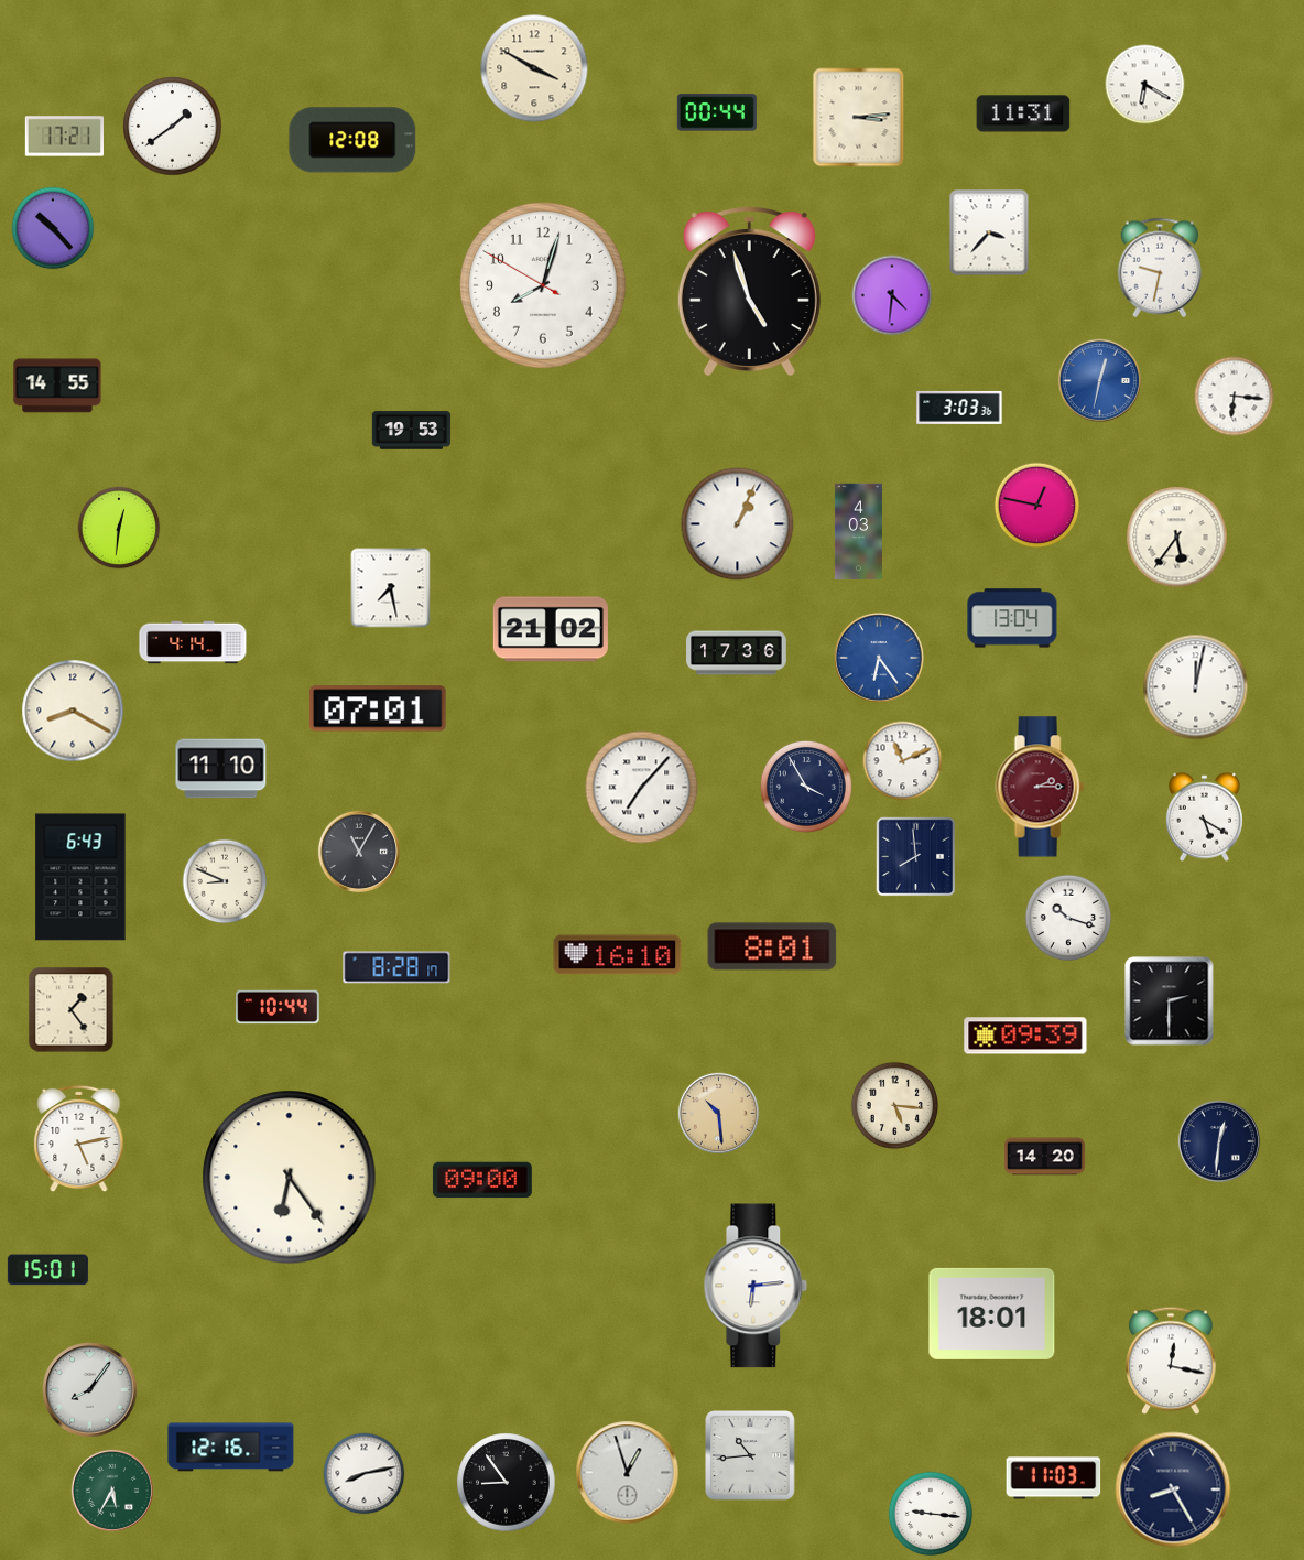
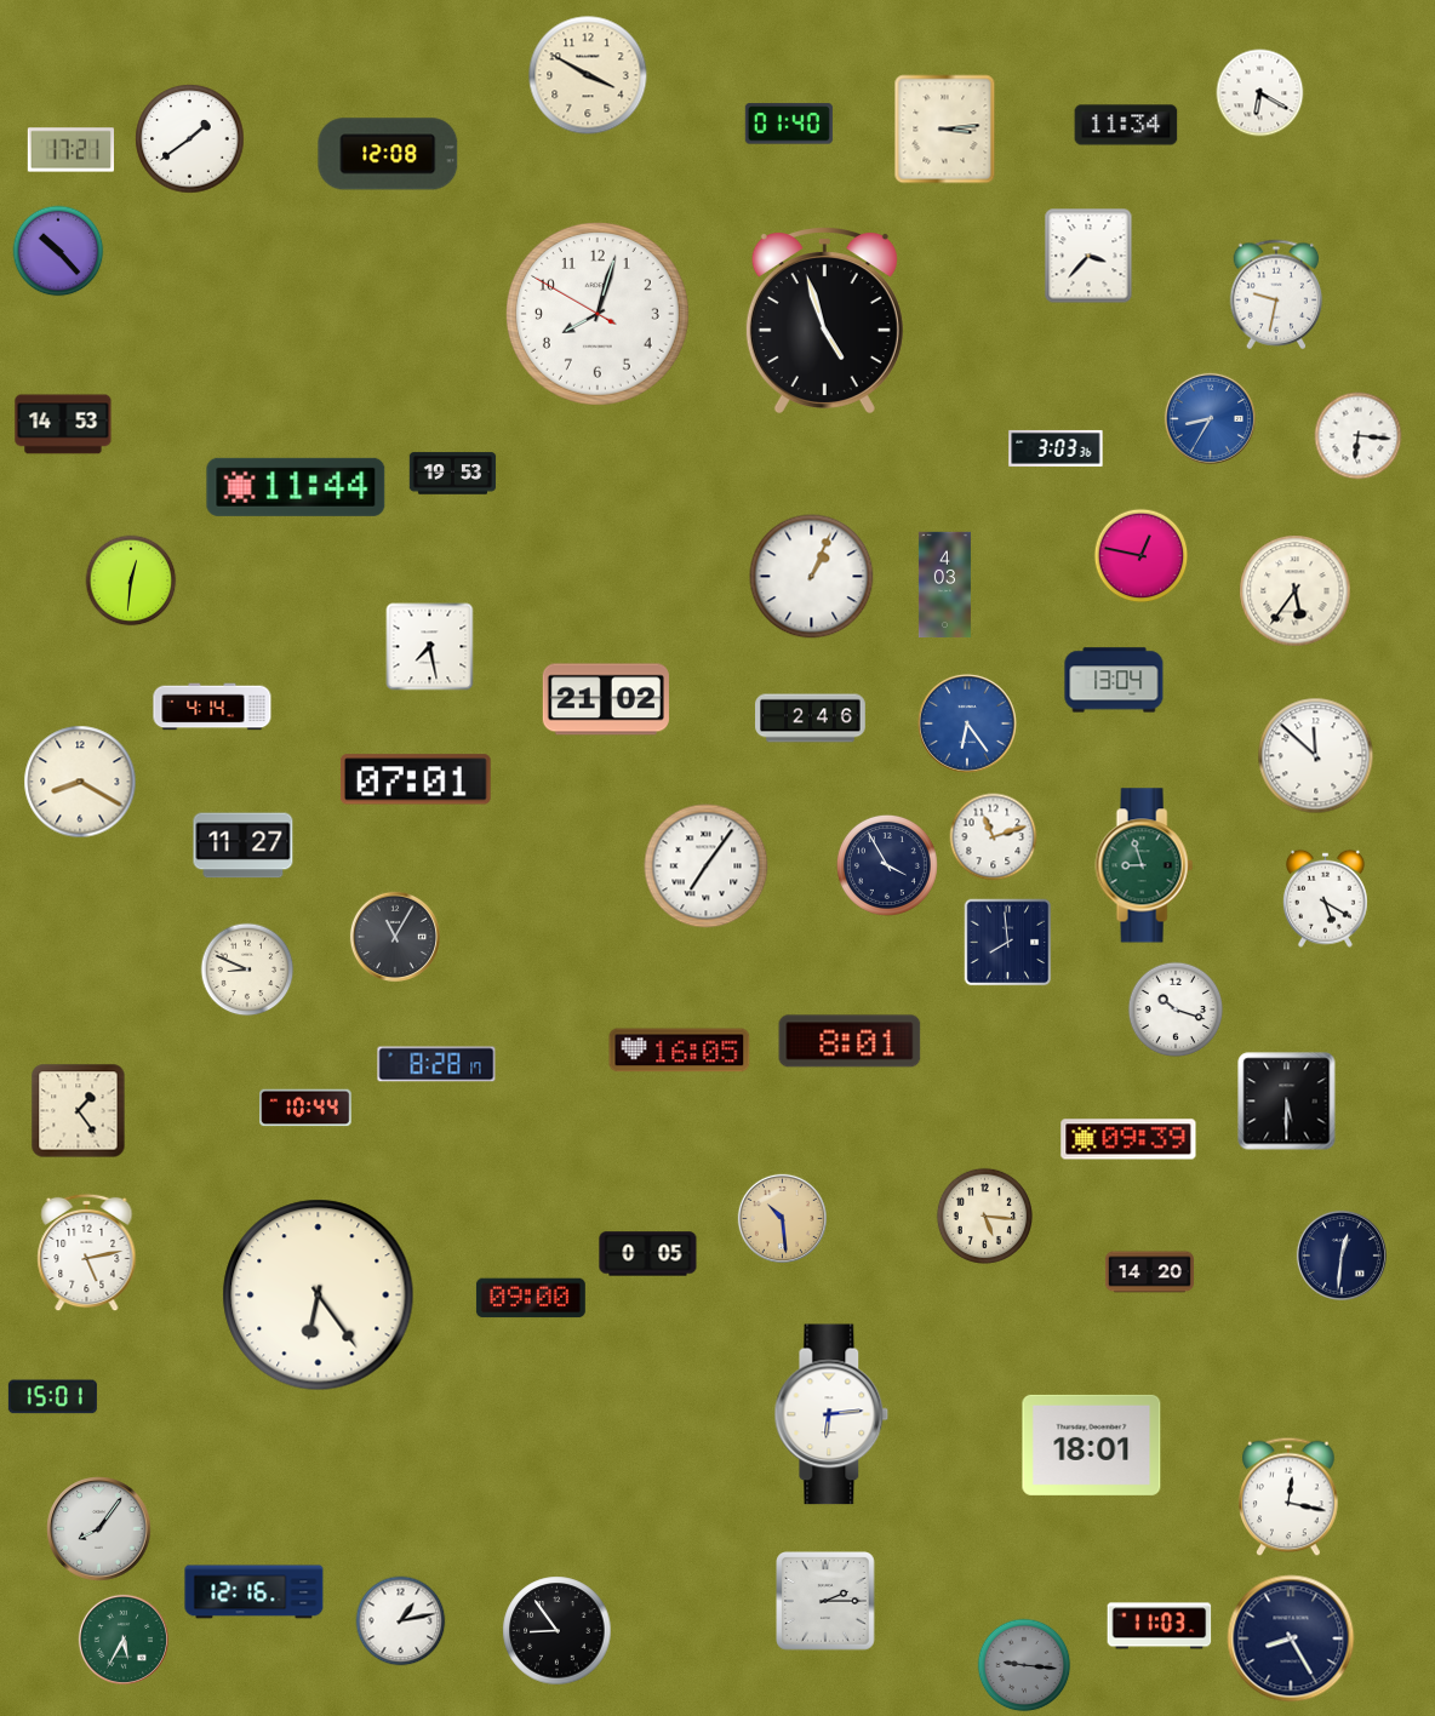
clock at (717, 112): 00:44 -> 01:40
clock at (1023, 113): 11:31 -> 11:34
clock at (892, 295): 4:31 -> none
clock at (1099, 380): 12:32 -> 8:35
clock at (57, 386): 14:55 -> 14:53
clock at (296, 487): none -> 11:44
clock at (551, 629) position: (551, 629) -> (606, 699)
clock at (737, 653): 17:36 -> 2:46
clock at (1196, 687): 12:02 -> 11:52
clock at (903, 761): 11:11 -> 11:12
clock at (221, 769): 11:10 -> 11:27
clock at (1040, 787): 2:15 -> 8:57
clock at (1040, 787) dial: burgundy -> green
clock at (642, 788): 7:07 -> 7:06
clock at (80, 877): 6:43 -> none
clock at (618, 955): 16:10 -> 16:05
clock at (1170, 1001): 2:30 -> 5:30
clock at (718, 1113) position: (718, 1113) -> (782, 1218)
clock at (648, 1254): none -> 0:05
clock at (751, 1456): 10:44 -> 2:15
clock at (628, 1473): 12:57 -> none
clock at (365, 1474): 8:13 -> 1:13
clock at (931, 1514) dial: white -> grey
